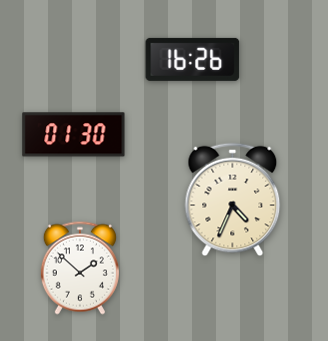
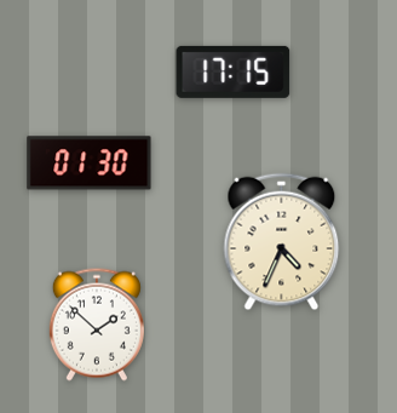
clock at (193, 59): 16:26 -> 17:15
